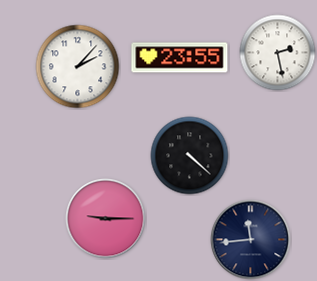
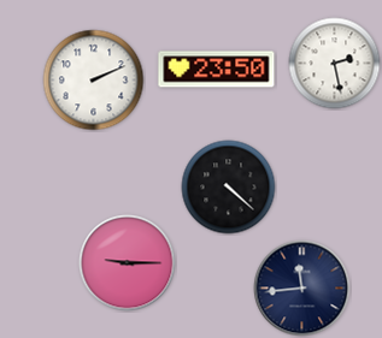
clock at (180, 58): 23:55 -> 23:50
clock at (78, 67): 2:07 -> 2:11
